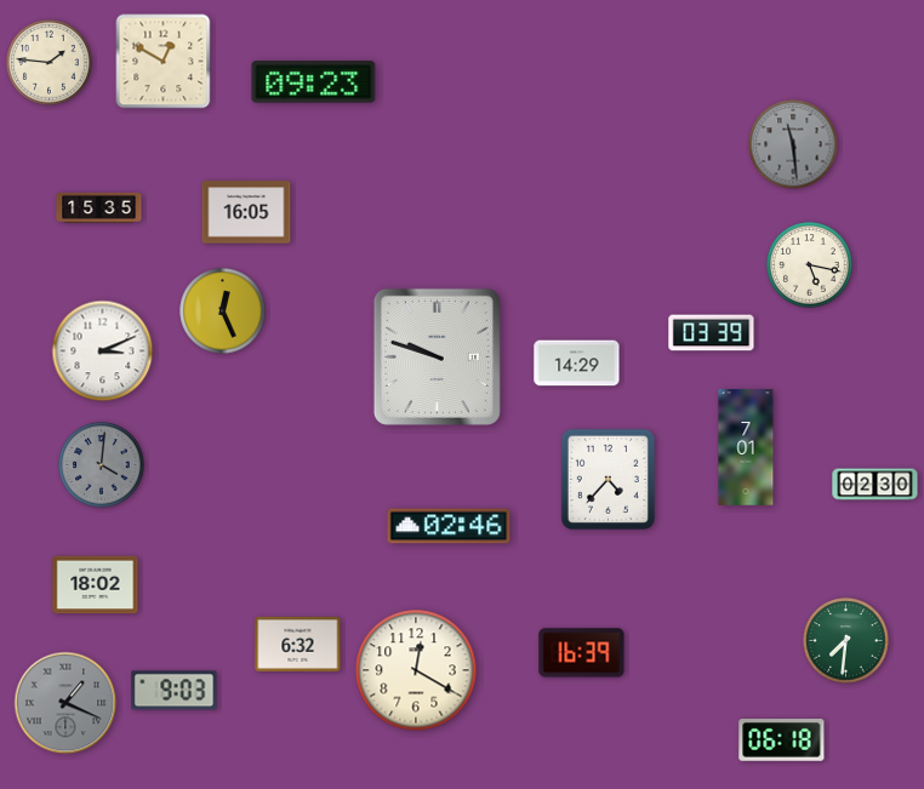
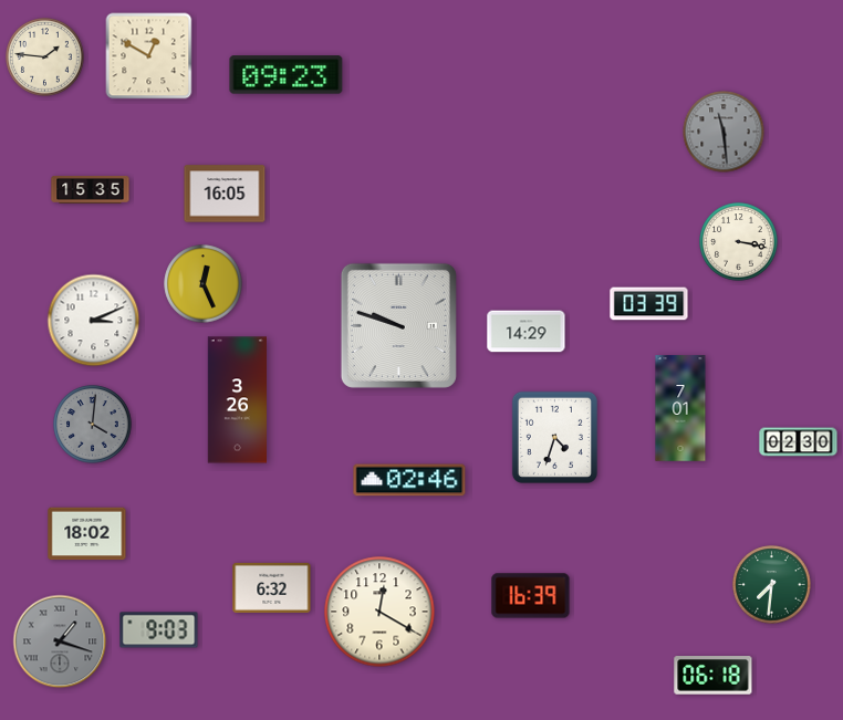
clock at (810, 265): 5:17 -> 3:17
clock at (237, 400): none -> 3:26
clock at (608, 479): 4:37 -> 4:33
clock at (65, 703): 1:19 -> 1:18
